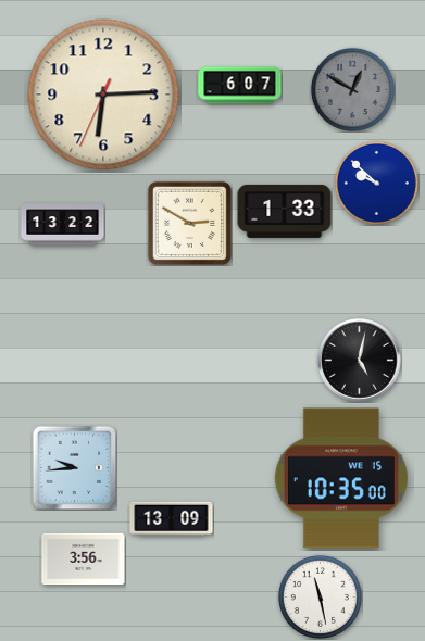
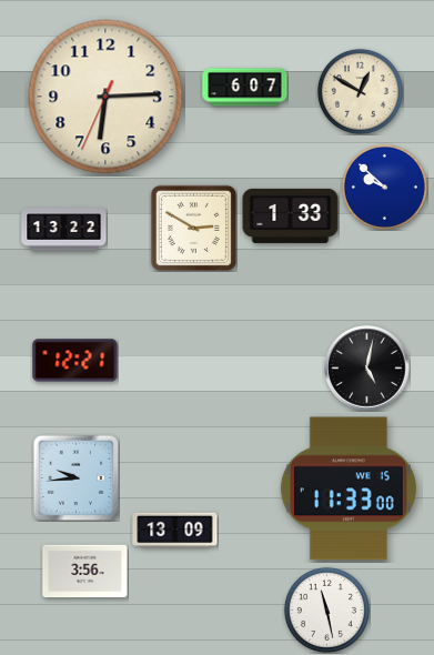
clock at (352, 89) dial: grey -> cream
clock at (75, 361): none -> 12:21
clock at (341, 478): 10:35 -> 11:33
